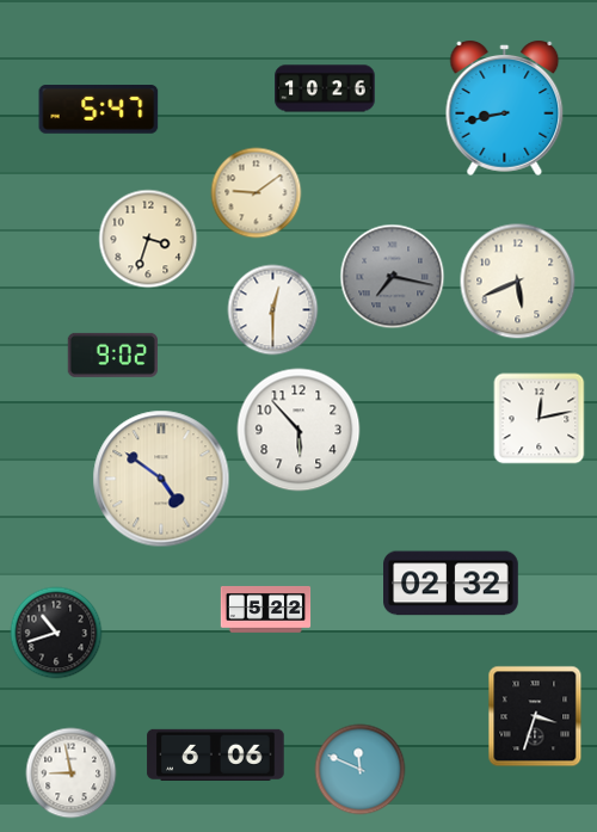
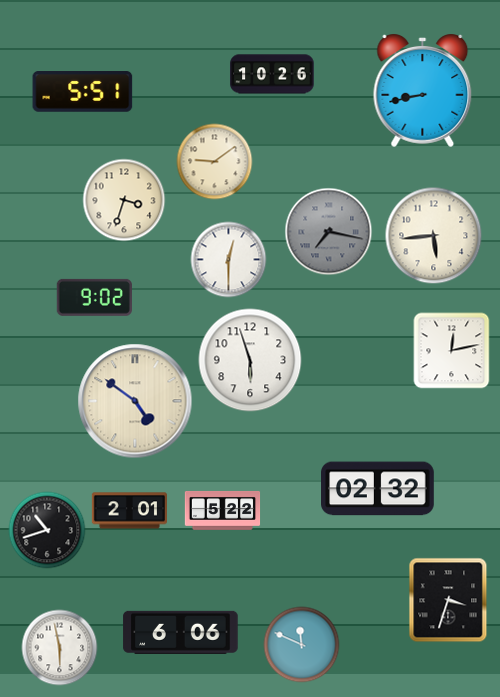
clock at (99, 110): 5:47 -> 5:51
clock at (518, 282): 5:41 -> 5:44
clock at (298, 430): 5:53 -> 5:57
clock at (129, 511): none -> 2:01
clock at (72, 774): 8:58 -> 5:58
